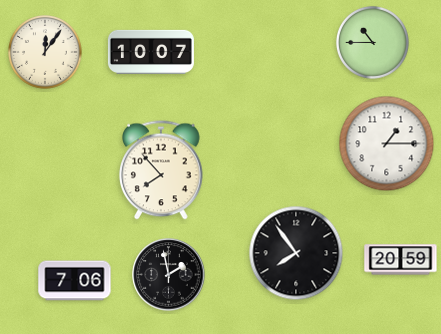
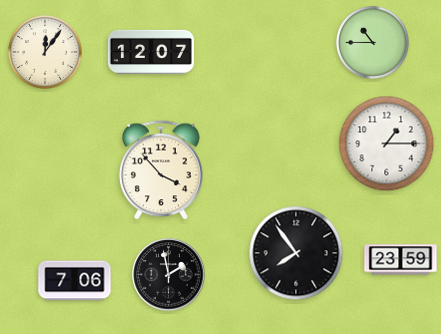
clock at (151, 52): 10:07 -> 12:07
clock at (162, 170): 7:53 -> 3:53
clock at (401, 260): 20:59 -> 23:59
